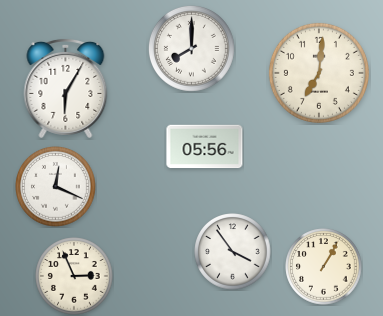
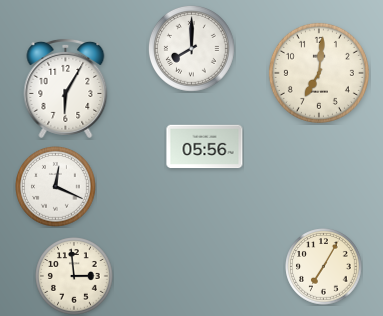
clock at (233, 252): 3:54 -> none
clock at (324, 267): 1:05 -> 7:05
clock at (74, 276): 2:56 -> 2:59
